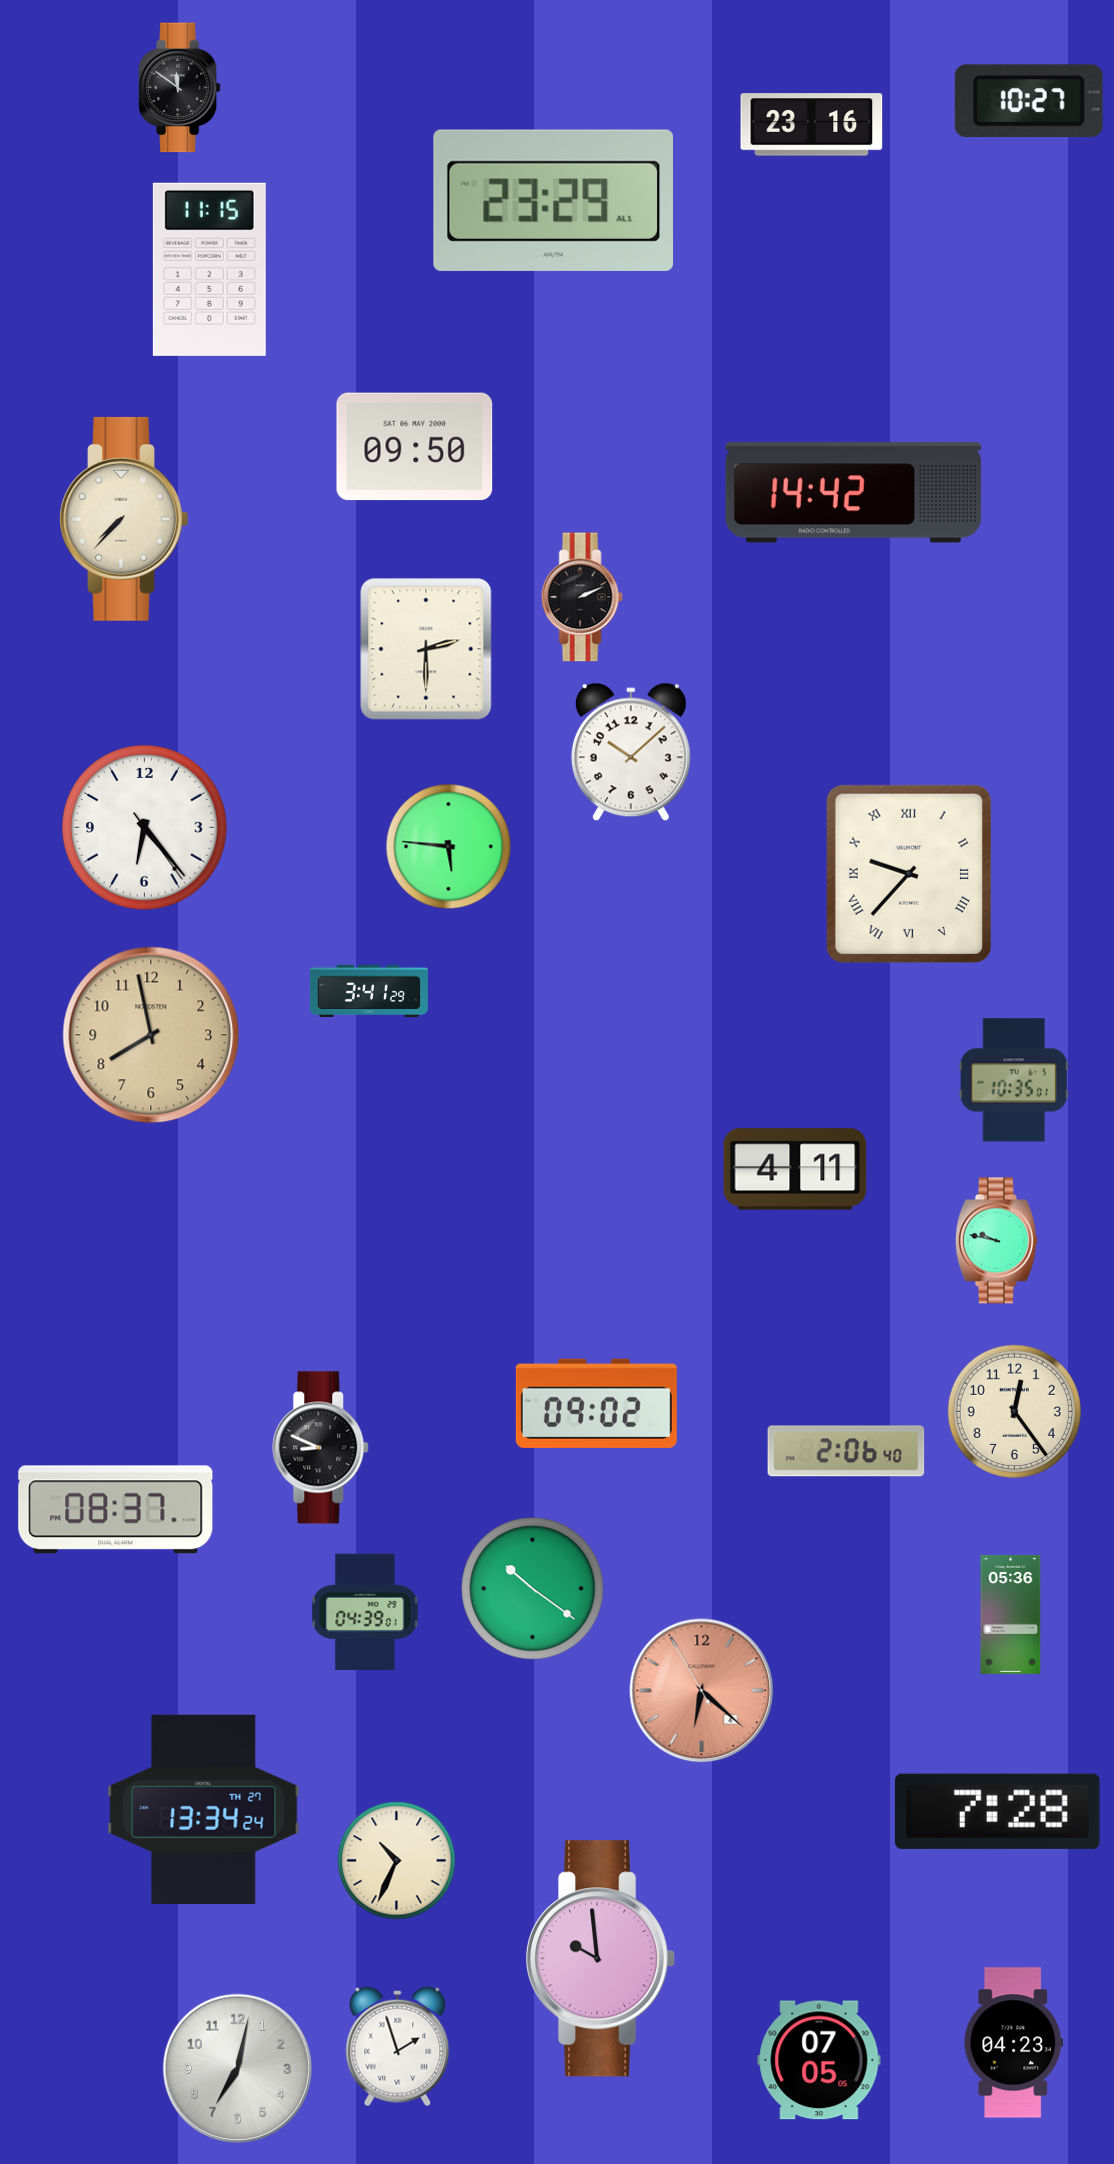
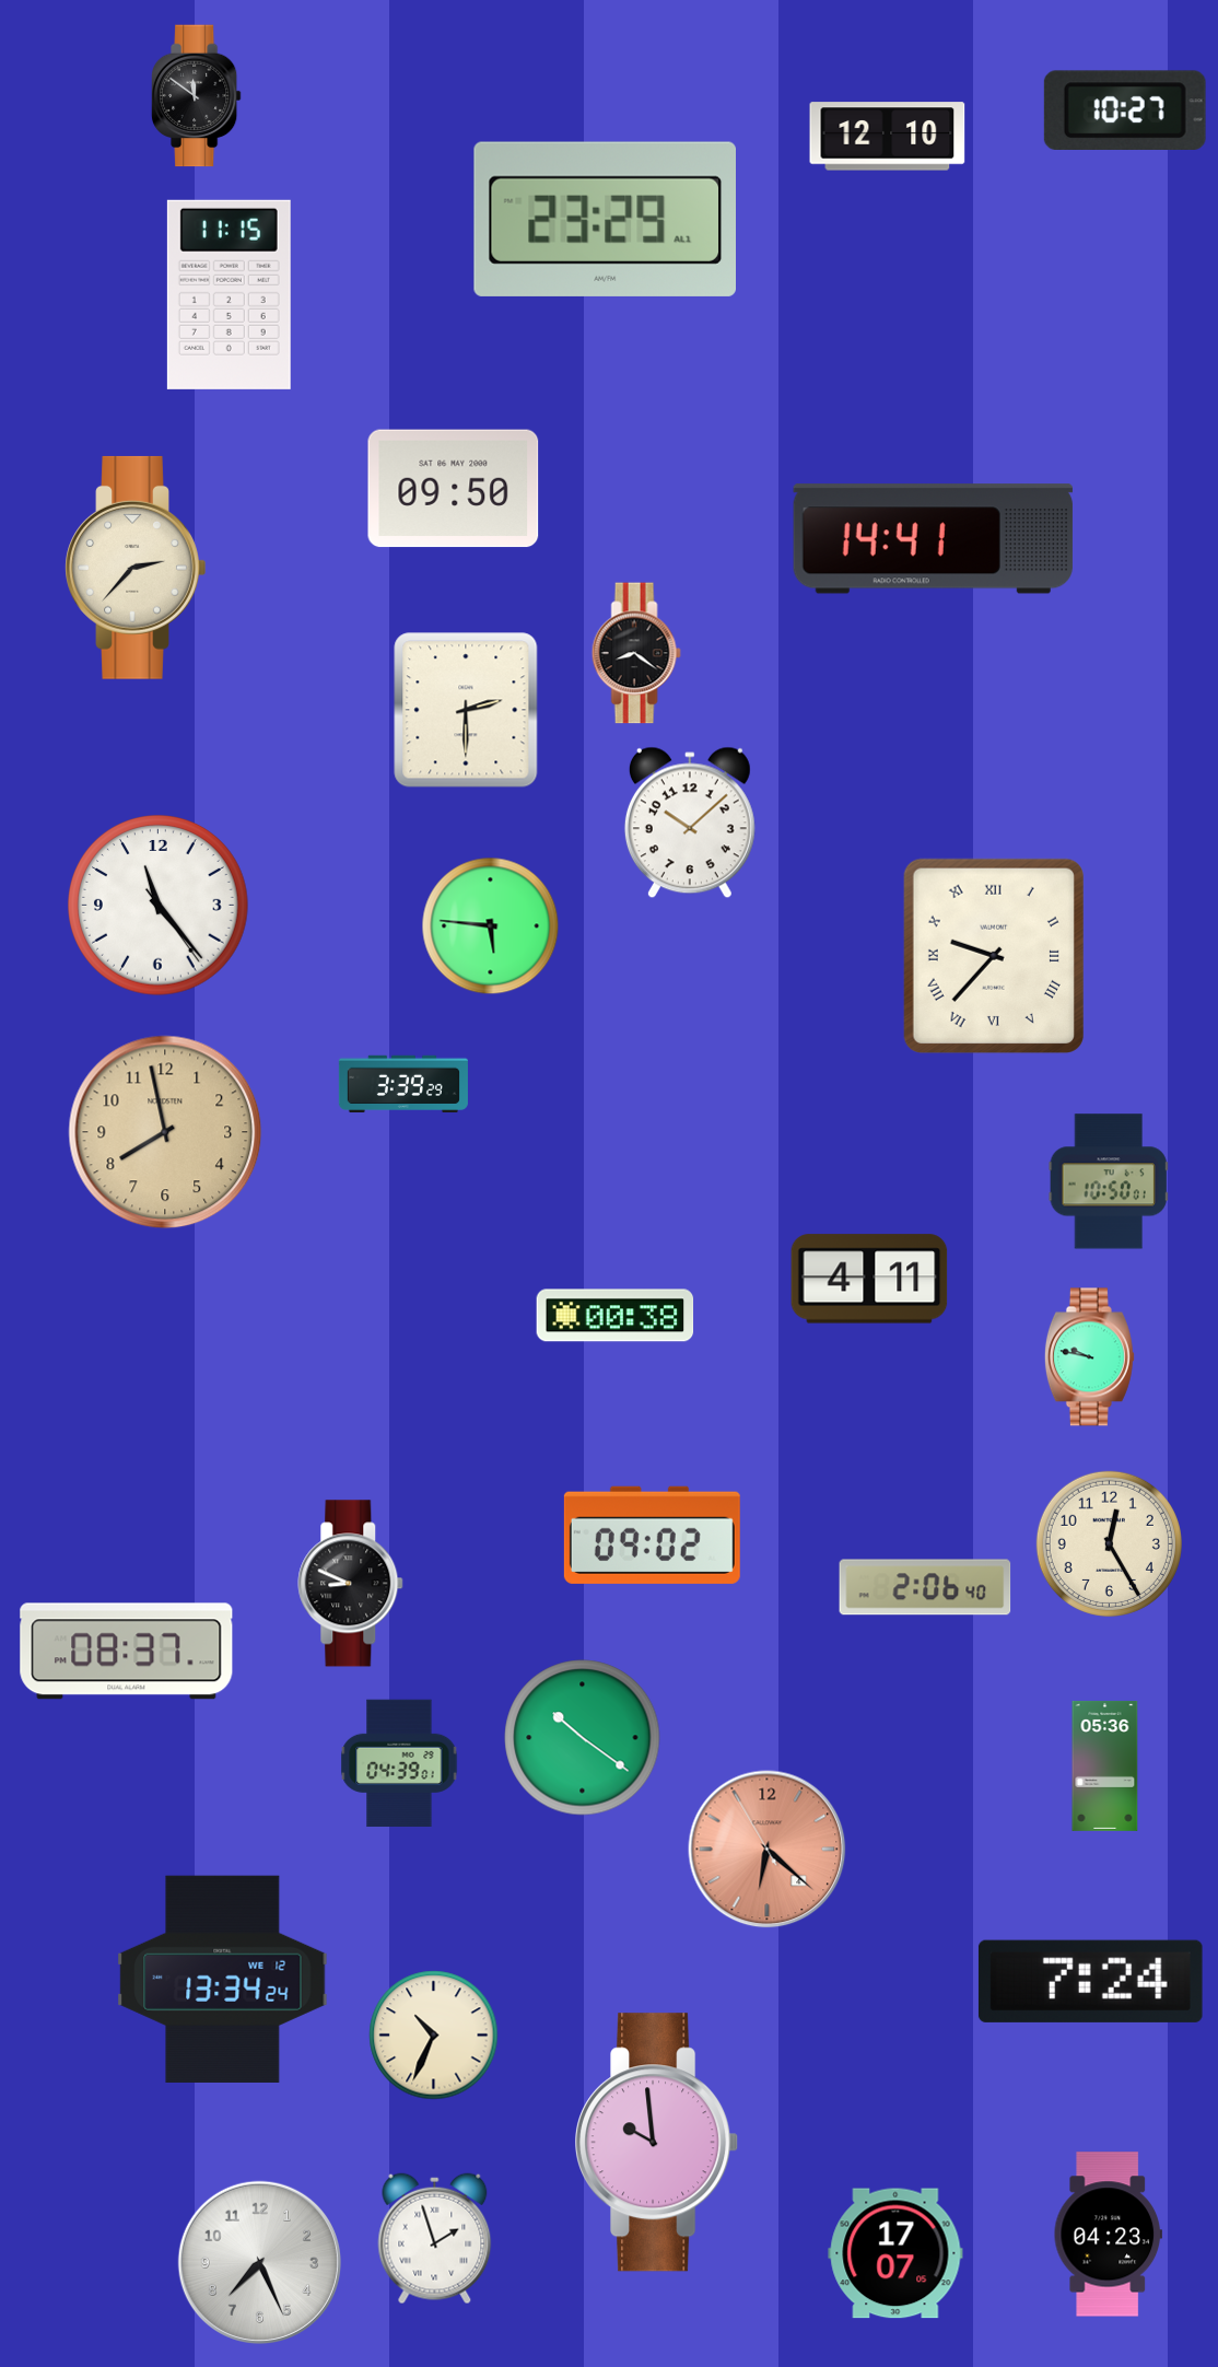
clock at (812, 125): 23:16 -> 12:10
clock at (853, 493): 14:42 -> 14:41
clock at (124, 519): 7:37 -> 2:37
clock at (582, 597): 2:11 -> 8:21
clock at (145, 828): 6:23 -> 11:23
clock at (369, 990): 3:41 -> 3:39
clock at (1014, 1080): 10:35 -> 10:50
clock at (616, 1316): none -> 00:38
clock at (1014, 1411): 12:24 -> 12:25
clock at (204, 1809) date: TH 27 -> WE 12
clock at (997, 1811): 7:28 -> 7:24
clock at (819, 2060): 07:05 -> 17:07
clock at (237, 2068): 7:02 -> 7:26
